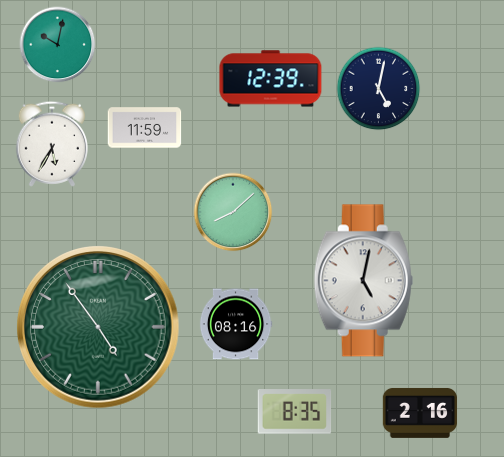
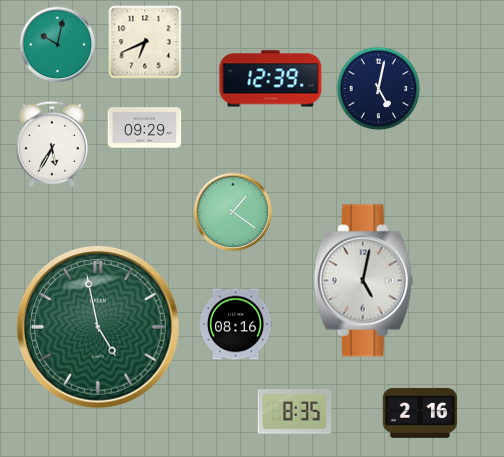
clock at (145, 42): none -> 6:41
clock at (145, 128): 11:59 -> 09:29
clock at (233, 212): 8:08 -> 1:21
clock at (98, 327): 4:54 -> 4:58
